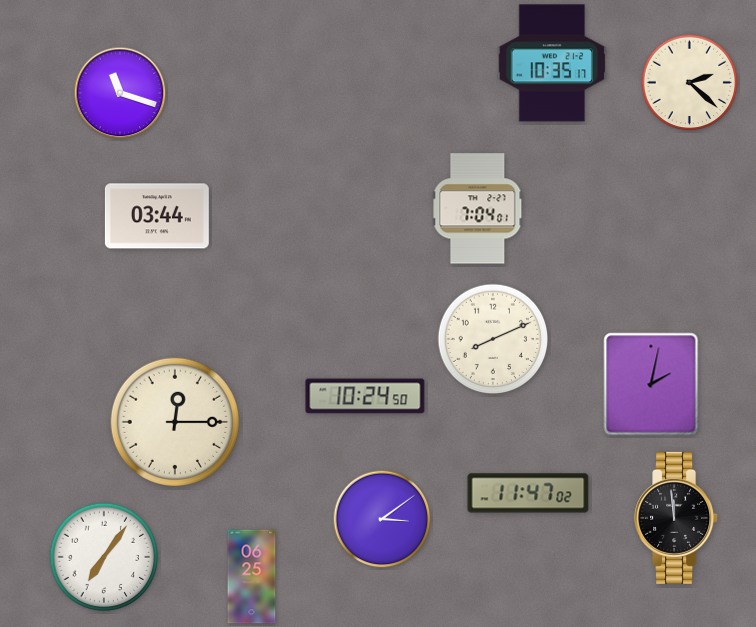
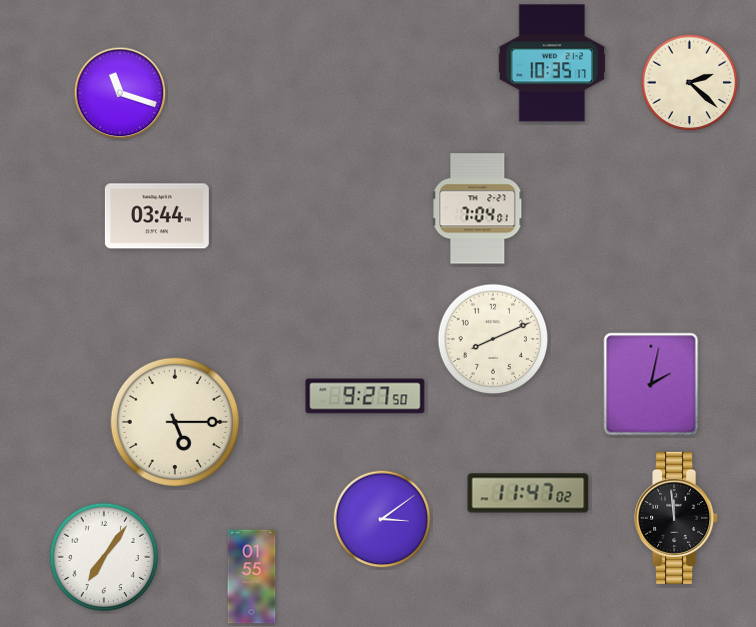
clock at (365, 396): 10:24 -> 9:27
clock at (175, 422): 12:15 -> 5:15
clock at (252, 577): 06:25 -> 01:55
